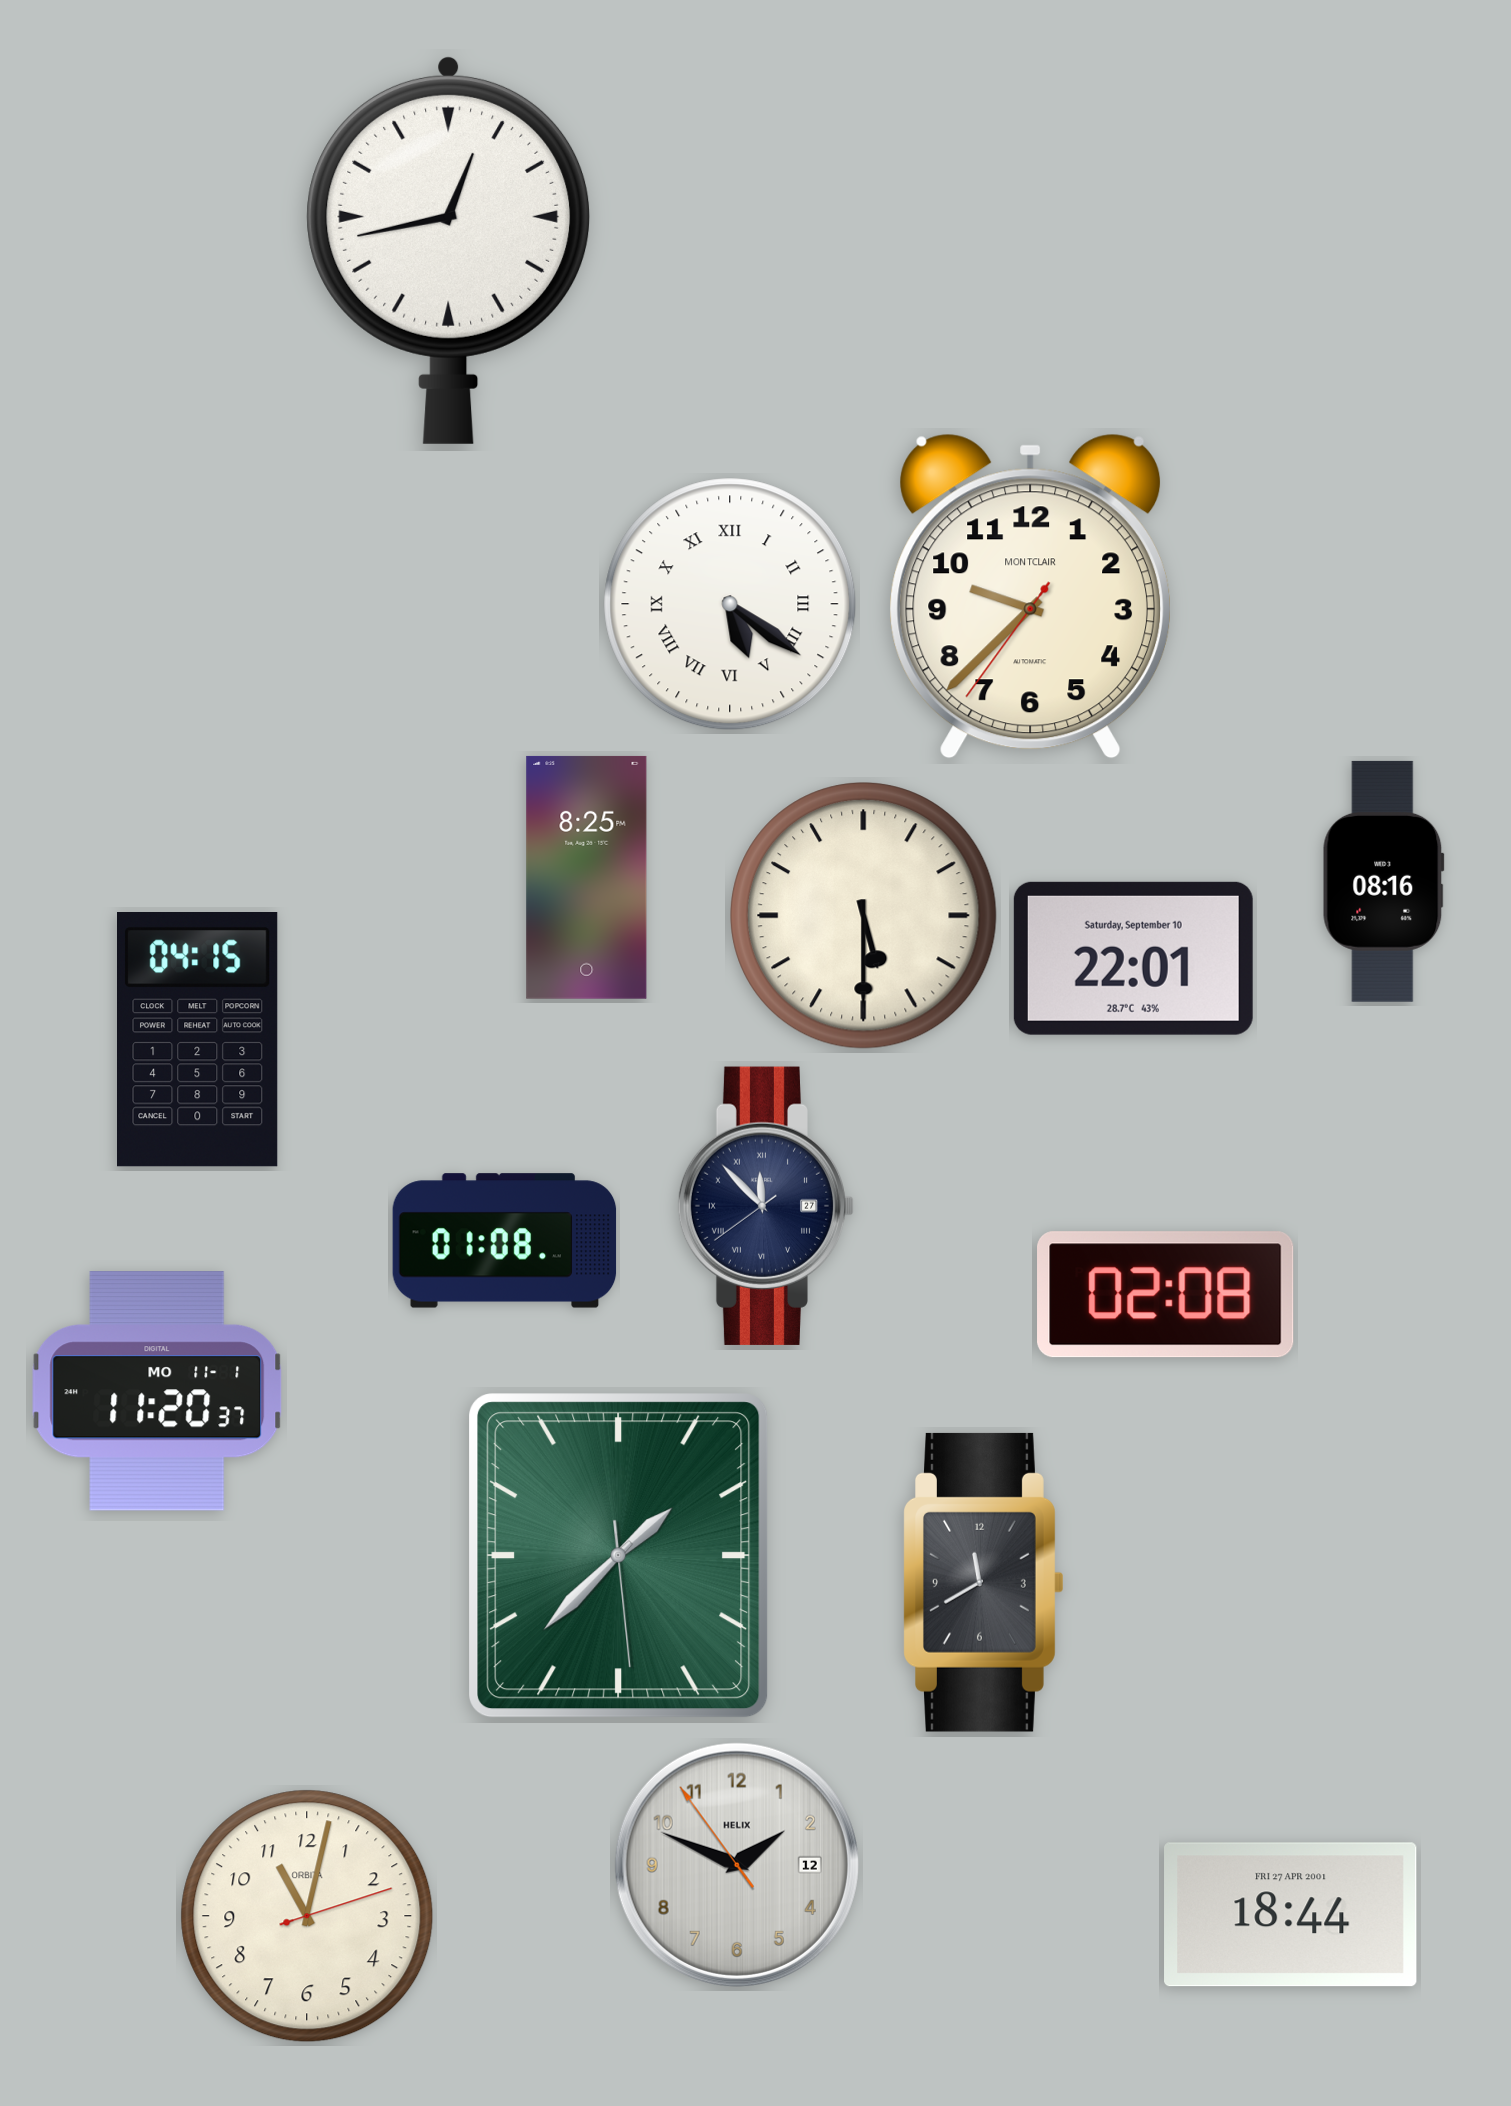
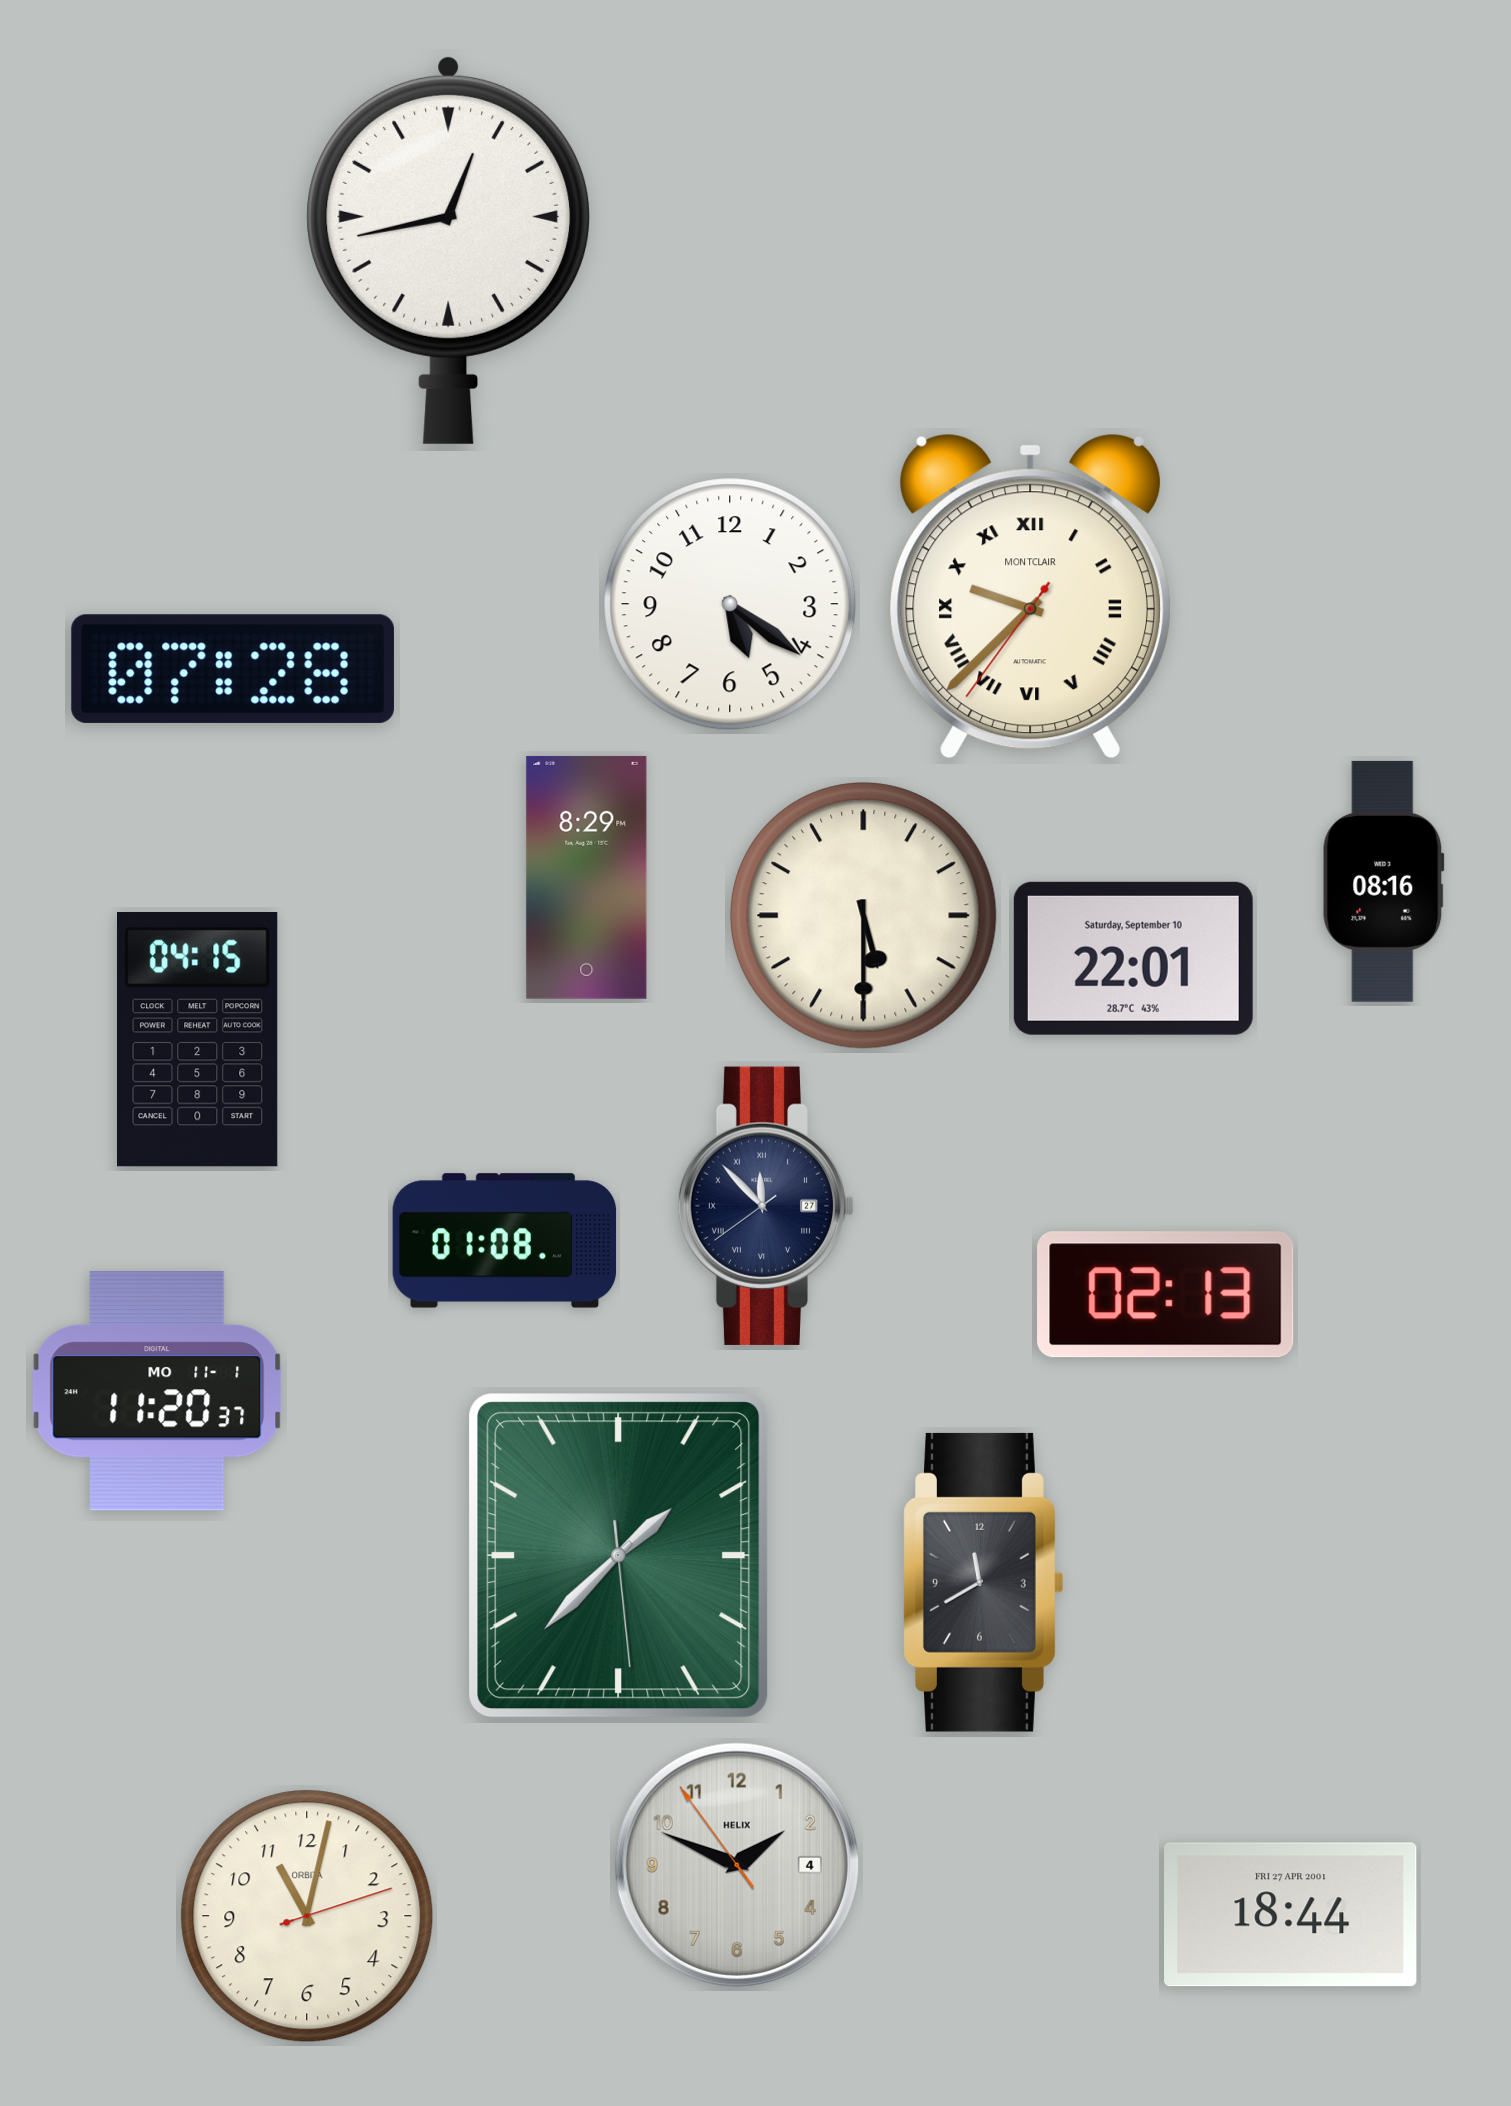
clock at (1030, 596) numerals: Arabic -> Roman
clock at (730, 604) numerals: Roman -> Arabic
clock at (233, 669): none -> 07:28
clock at (587, 877): 8:25 -> 8:29
clock at (1166, 1295): 02:08 -> 02:13
clock at (737, 1865) date: 12 -> 4
